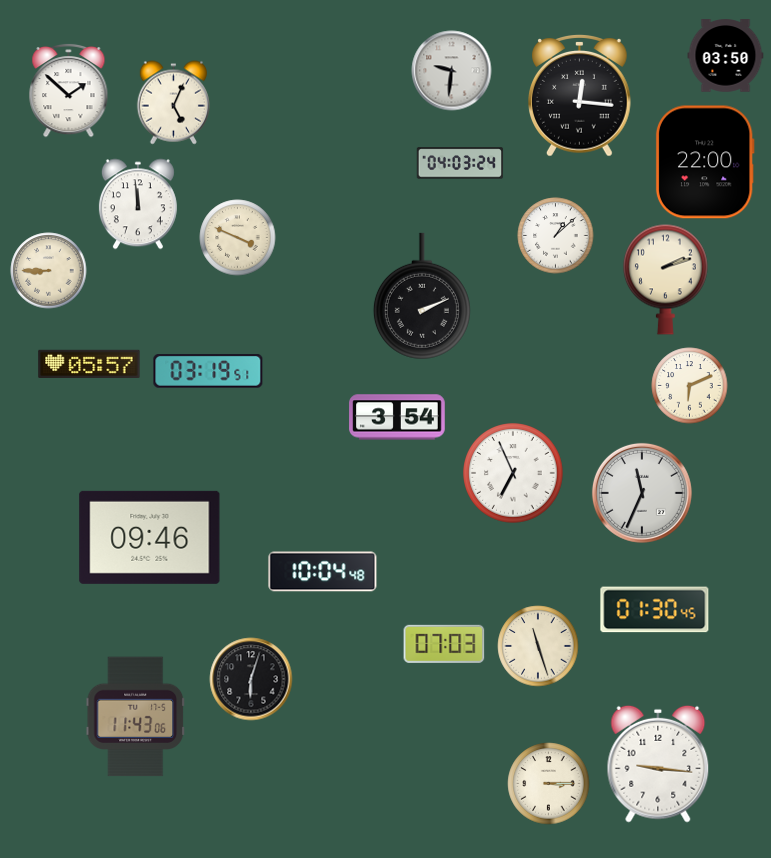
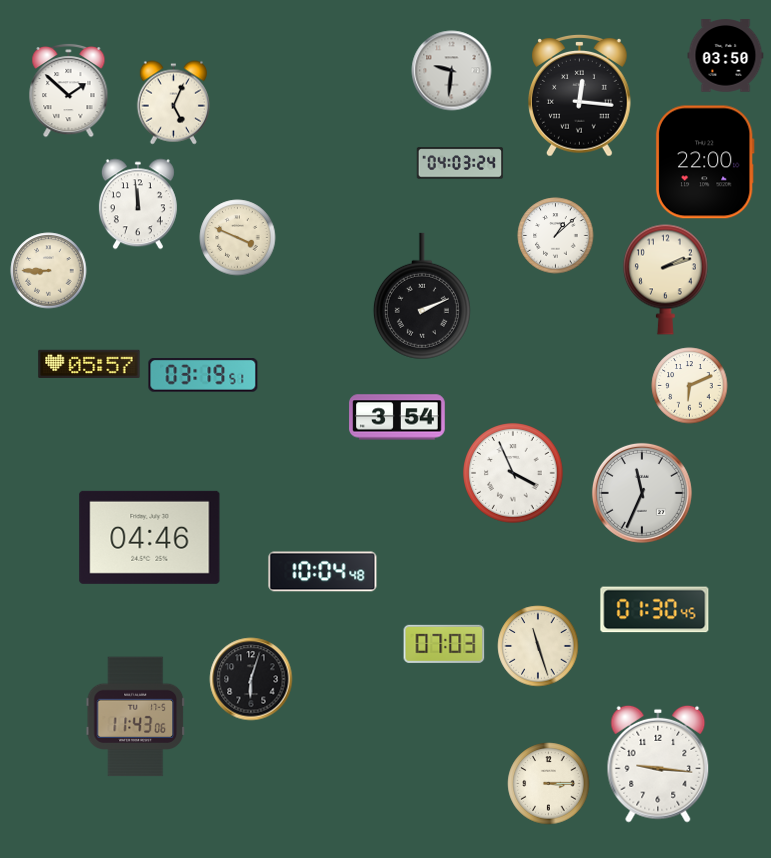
clock at (208, 372) position: (208, 372) -> (203, 376)
clock at (513, 473): 6:56 -> 3:56
clock at (150, 537): 09:46 -> 04:46
